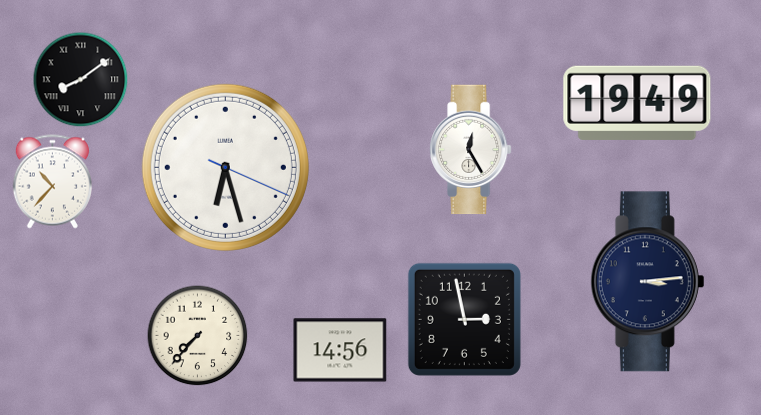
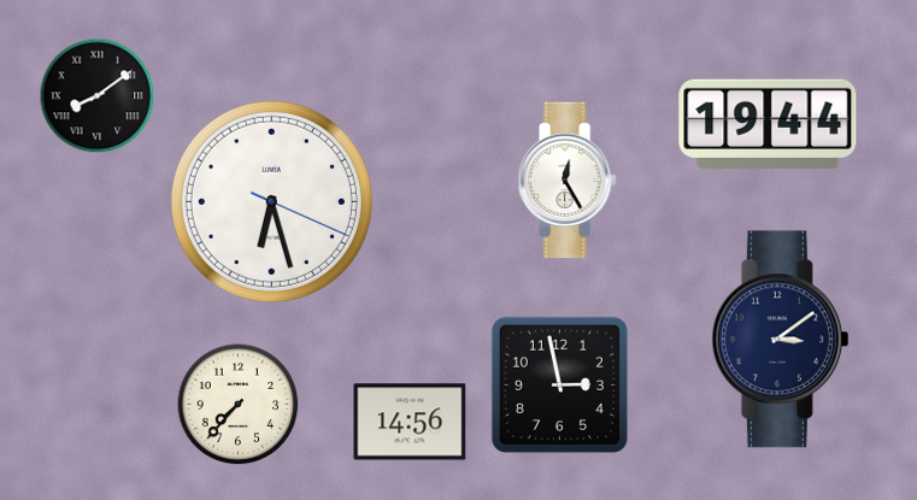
clock at (637, 103): 19:49 -> 19:44
clock at (52, 182): 10:37 -> none
clock at (647, 282): 3:14 -> 3:09
